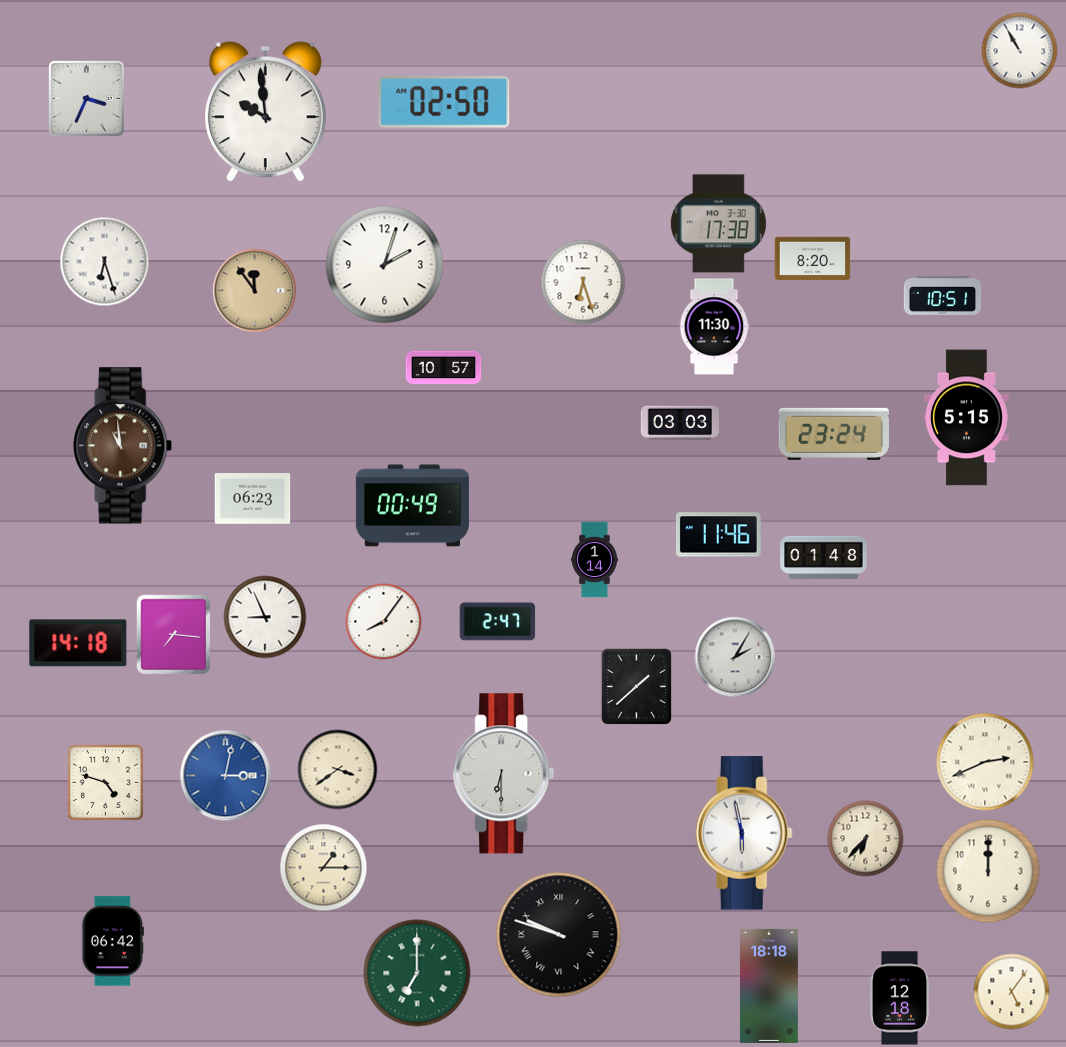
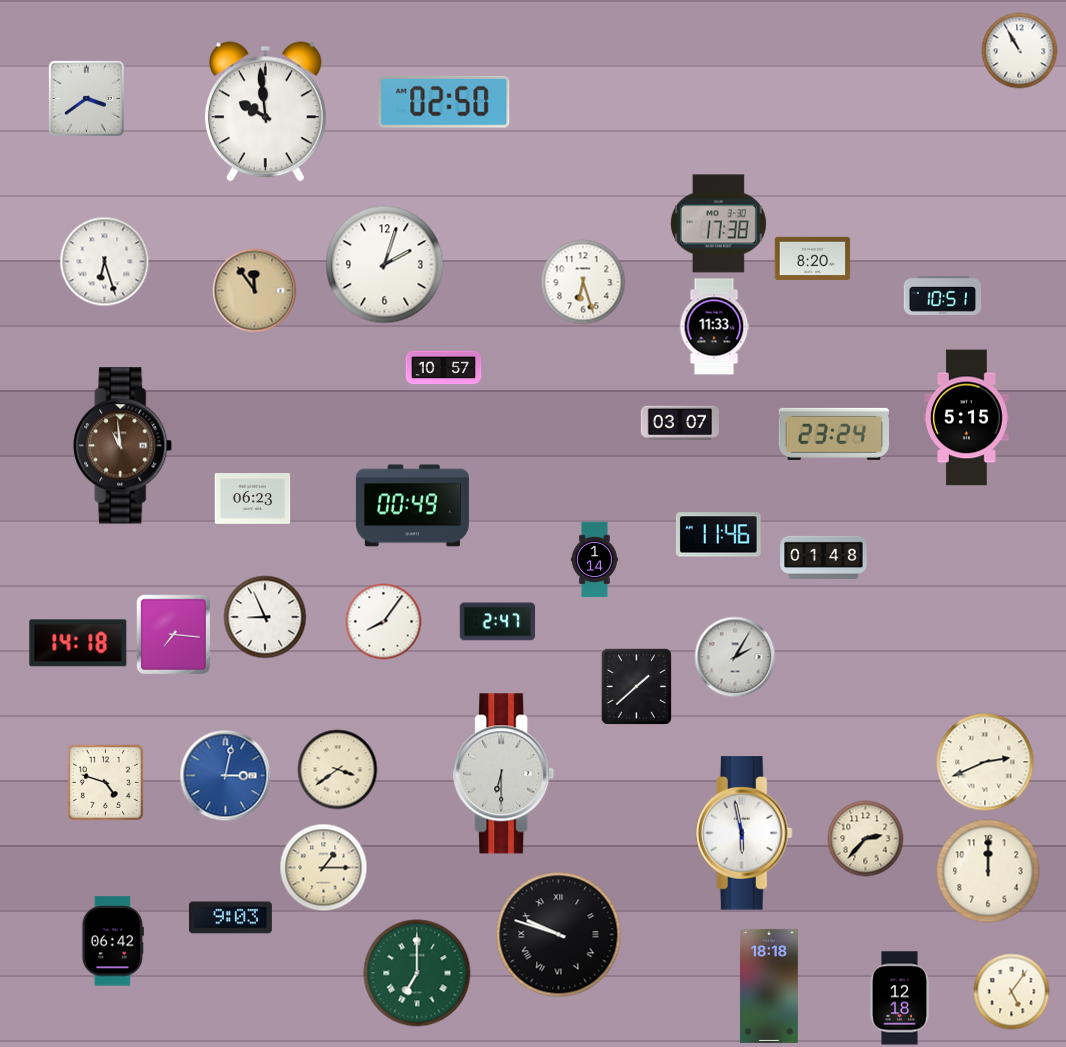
clock at (86, 98): 3:34 -> 3:39
clock at (714, 327): 11:30 -> 11:33
clock at (679, 423): 03:03 -> 03:07
clock at (866, 839): 6:37 -> 2:37
clock at (230, 918): none -> 9:03
